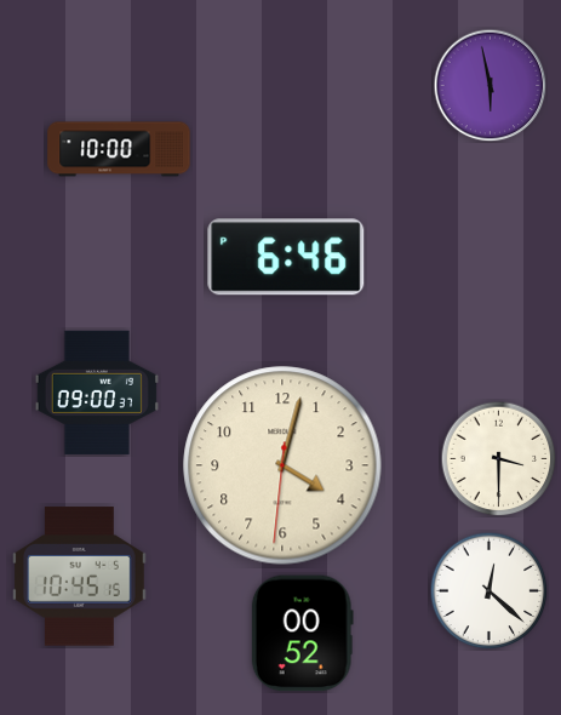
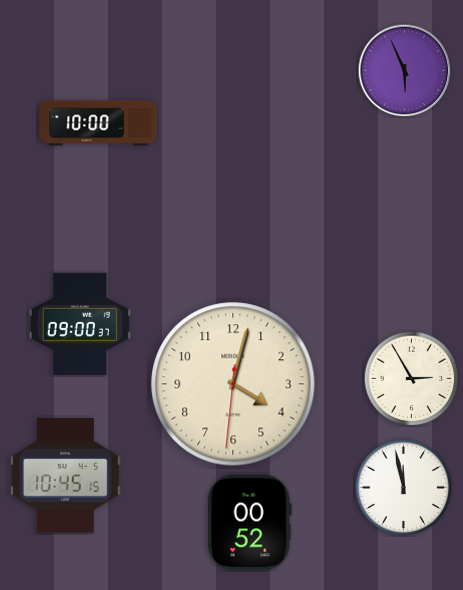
clock at (490, 85): 5:58 -> 5:56
clock at (286, 257): 6:46 -> none
clock at (498, 458): 3:30 -> 2:55
clock at (488, 590): 12:22 -> 11:58
